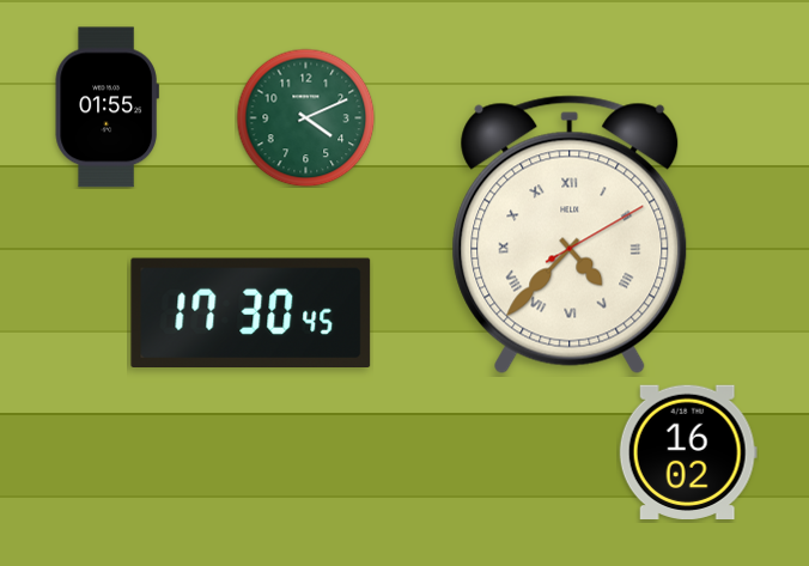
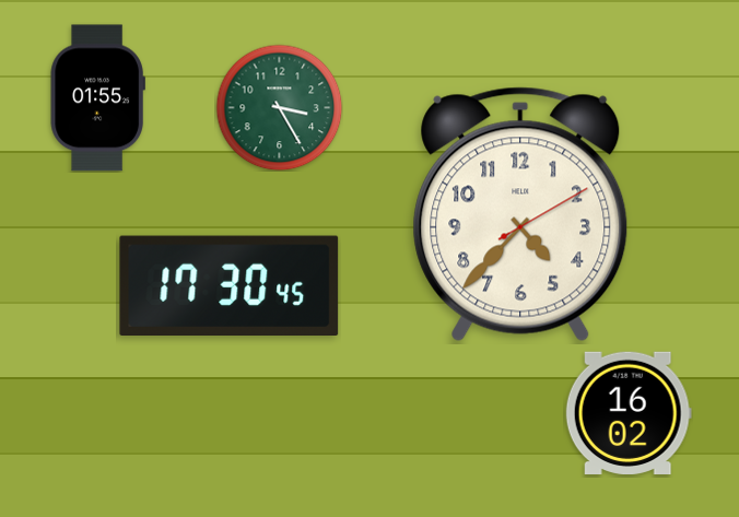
clock at (305, 117): 4:11 -> 3:25
clock at (570, 235) numerals: Roman -> Arabic
